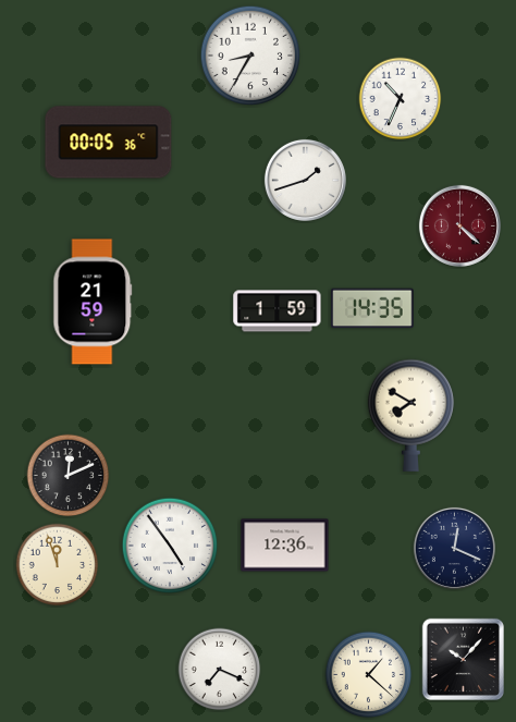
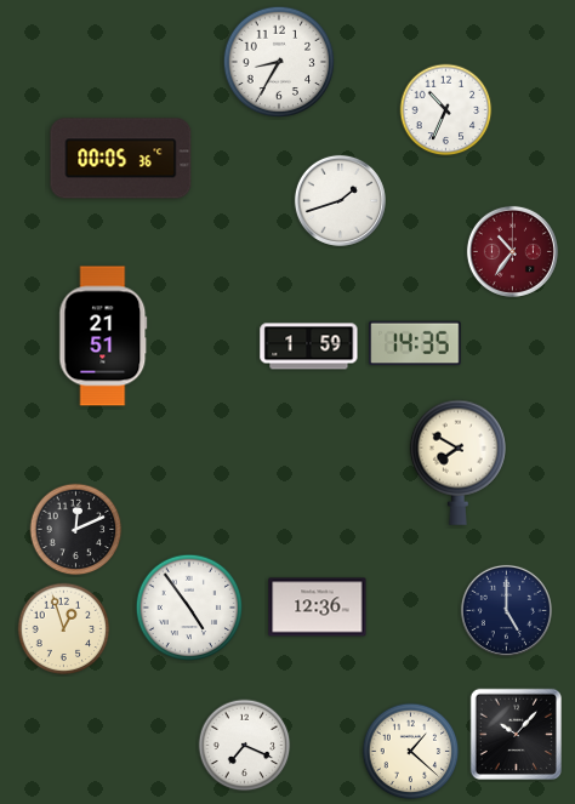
clock at (459, 225): 4:22 -> 10:36
clock at (93, 302): 21:59 -> 21:51
clock at (454, 548): 12:19 -> 5:00
clock at (58, 565): 11:57 -> 12:57
